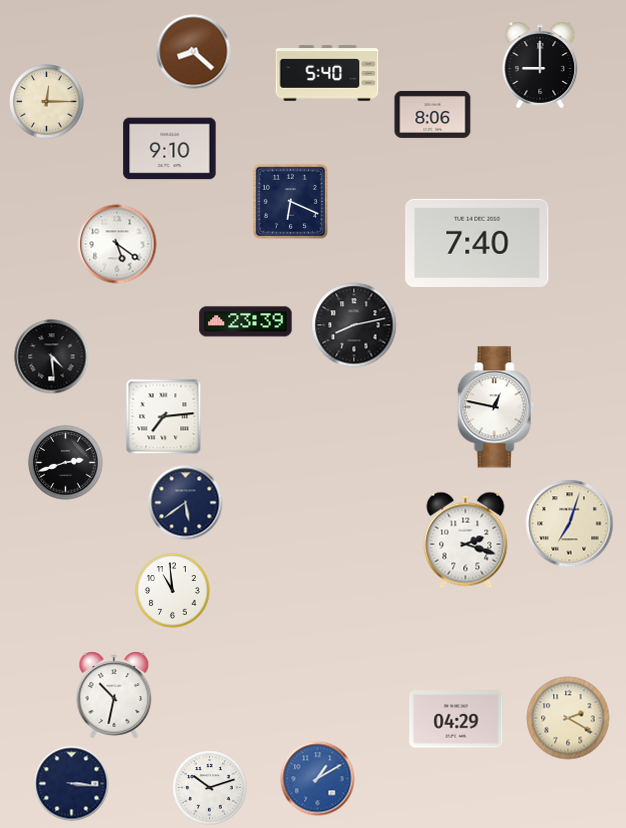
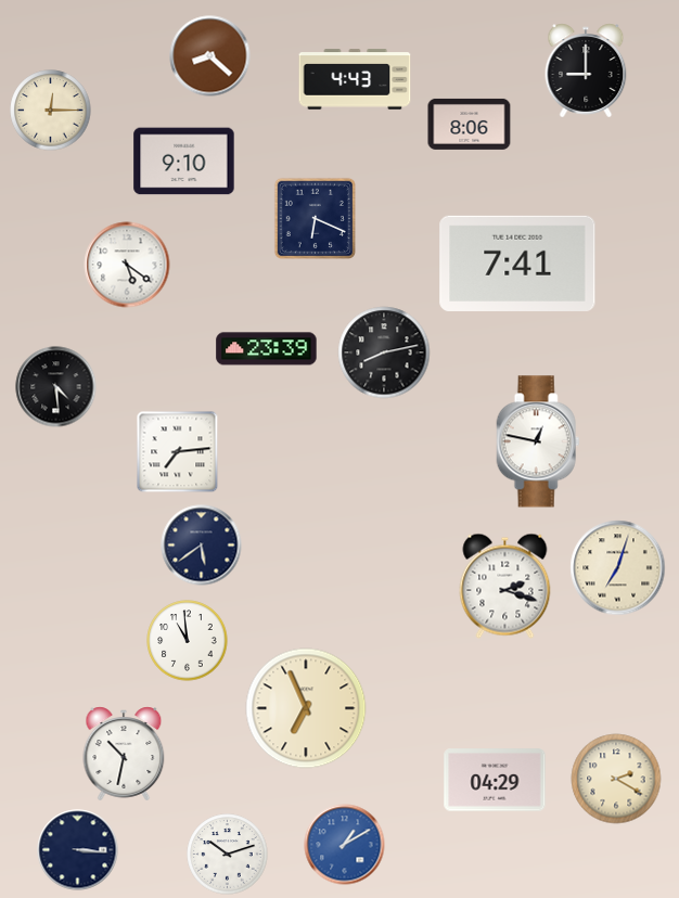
clock at (327, 73): 5:40 -> 4:43
clock at (477, 243): 7:40 -> 7:41
clock at (66, 463): 2:42 -> none
clock at (306, 708): none -> 6:56
